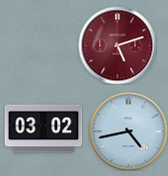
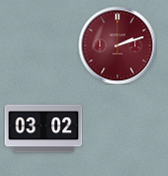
clock at (117, 45): 5:12 -> 2:12
clock at (128, 131): 4:43 -> none
